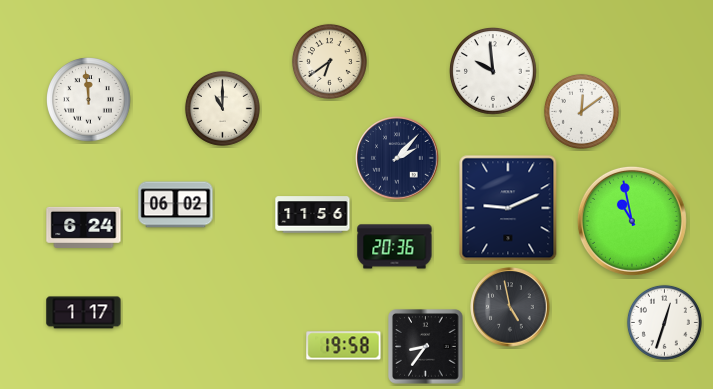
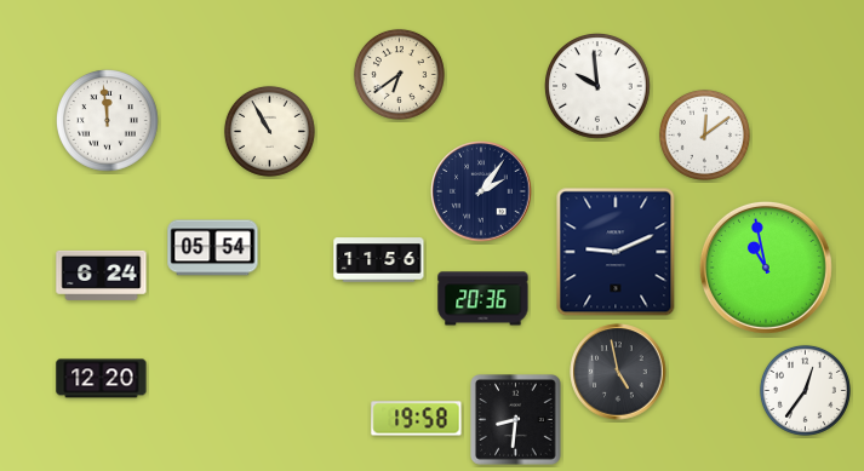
clock at (222, 108): 11:00 -> 10:55
clock at (397, 158): 2:07 -> 2:06
clock at (176, 205): 06:02 -> 05:54
clock at (395, 247) position: (395, 247) -> (484, 299)
clock at (84, 313): 1:17 -> 12:20
clock at (664, 322): 12:33 -> 12:36
clock at (426, 347): 8:36 -> 8:31
